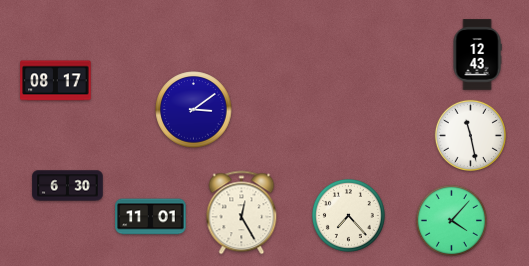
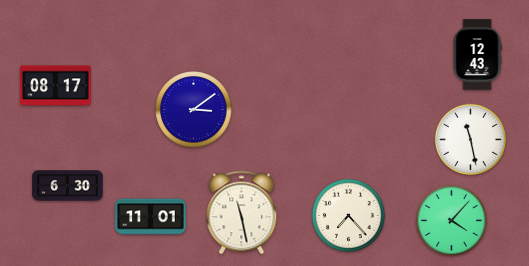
clock at (56, 81) position: (56, 81) -> (56, 86)
clock at (470, 135) position: (470, 135) -> (470, 139)
clock at (242, 213): 12:25 -> 11:28
